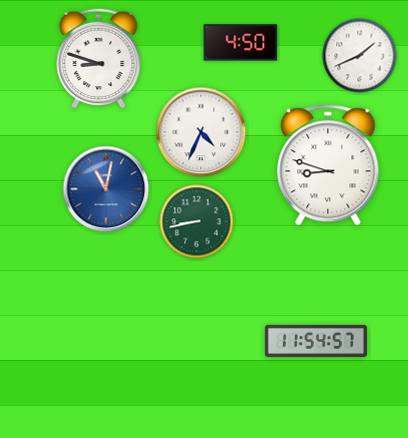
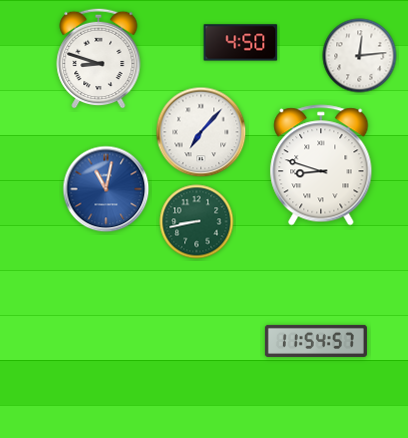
clock at (360, 56): 1:41 -> 12:14
clock at (201, 132): 4:34 -> 7:07
clock at (328, 165) position: (328, 165) -> (321, 165)
